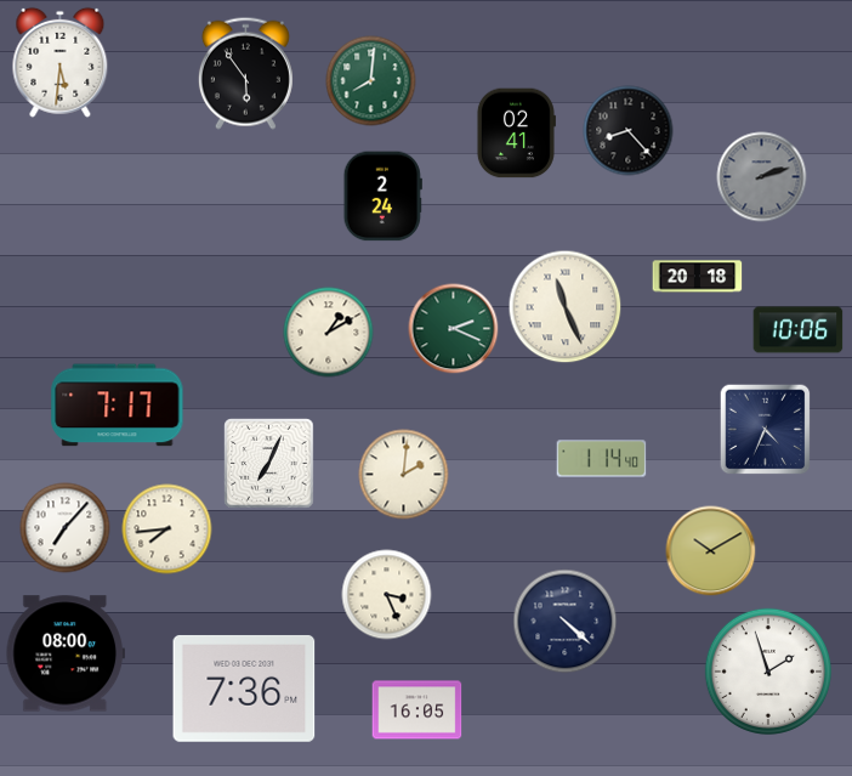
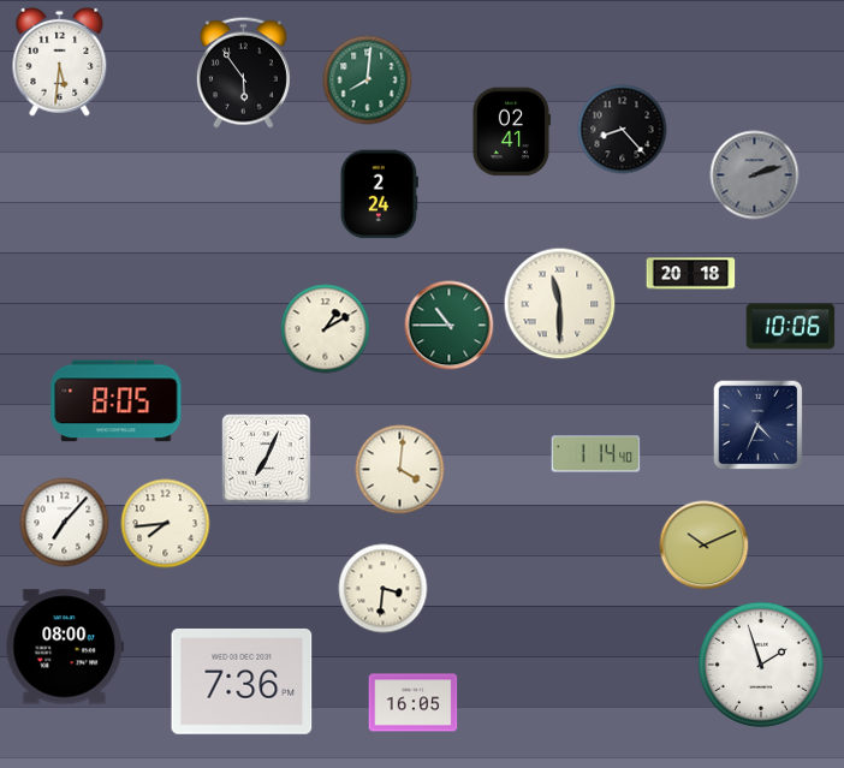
clock at (566, 307): 11:26 -> 11:30
clock at (454, 329): 2:19 -> 10:45
clock at (118, 406): 7:17 -> 8:05
clock at (404, 475): 2:01 -> 4:01
clock at (711, 551): 10:10 -> 10:11
clock at (387, 595): 3:26 -> 3:31
clock at (566, 622): 4:22 -> none
